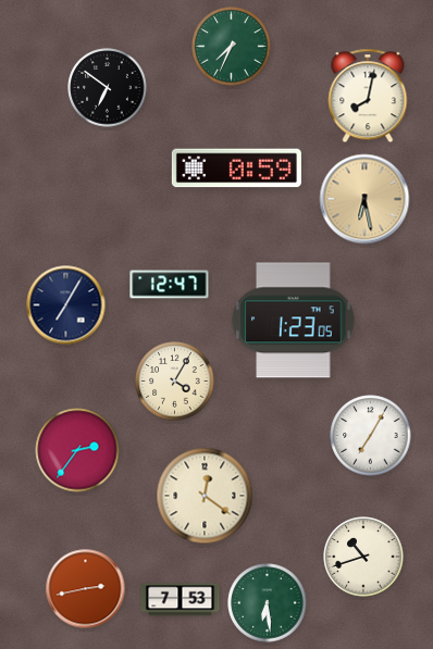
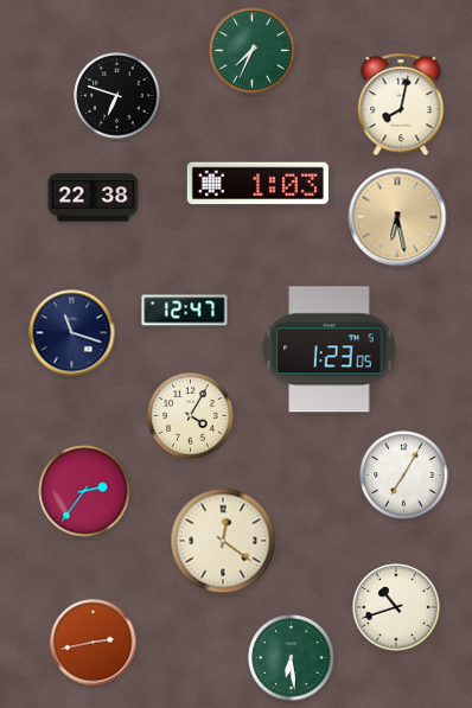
clock at (108, 88): 6:51 -> 6:48
clock at (236, 169): 0:59 -> 1:03
clock at (94, 198): none -> 22:38
clock at (66, 305): 7:05 -> 11:18
clock at (294, 321) position: (294, 321) -> (330, 350)
clock at (181, 600): 7:53 -> none
